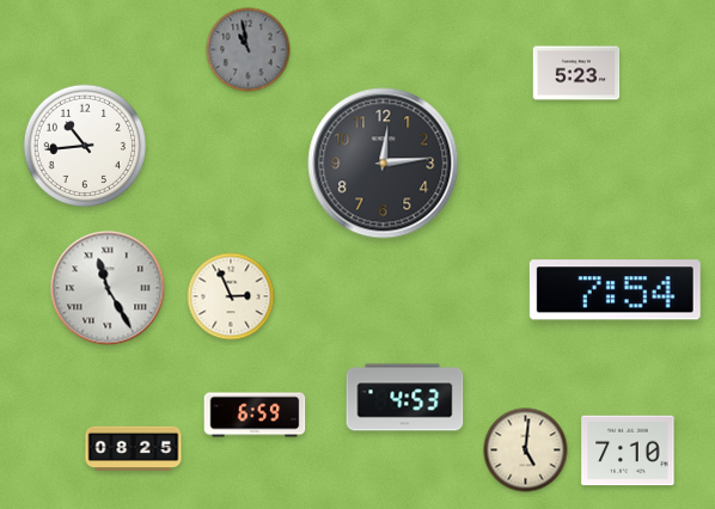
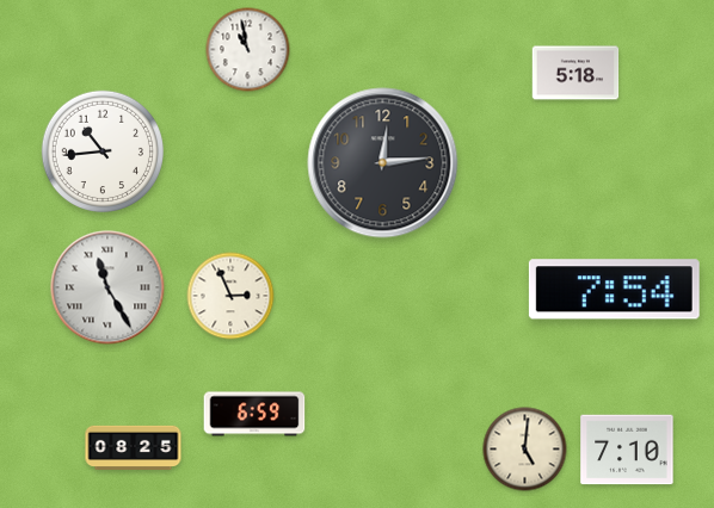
clock at (249, 50) dial: grey -> white
clock at (576, 73): 5:23 -> 5:18
clock at (84, 145) position: (84, 145) -> (101, 150)
clock at (405, 398): 4:53 -> none
